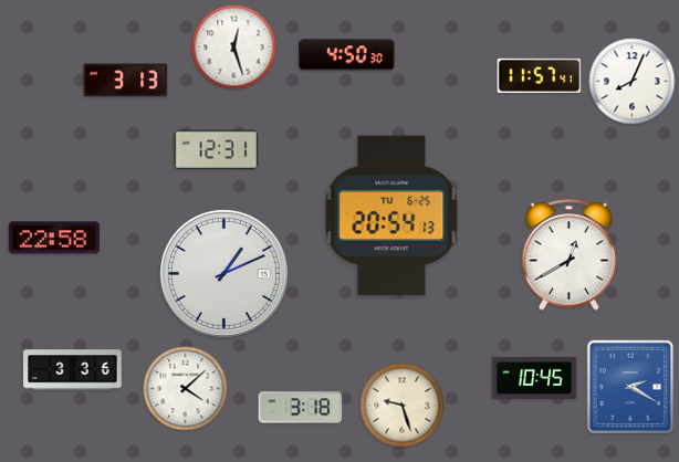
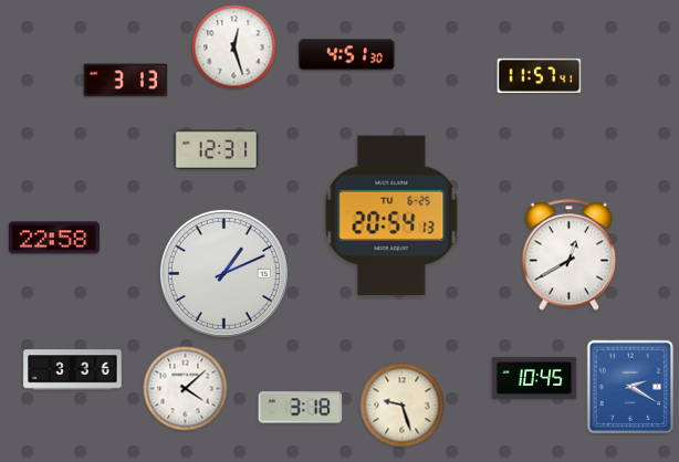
clock at (346, 55): 4:50 -> 4:51
clock at (633, 82): 8:04 -> none
